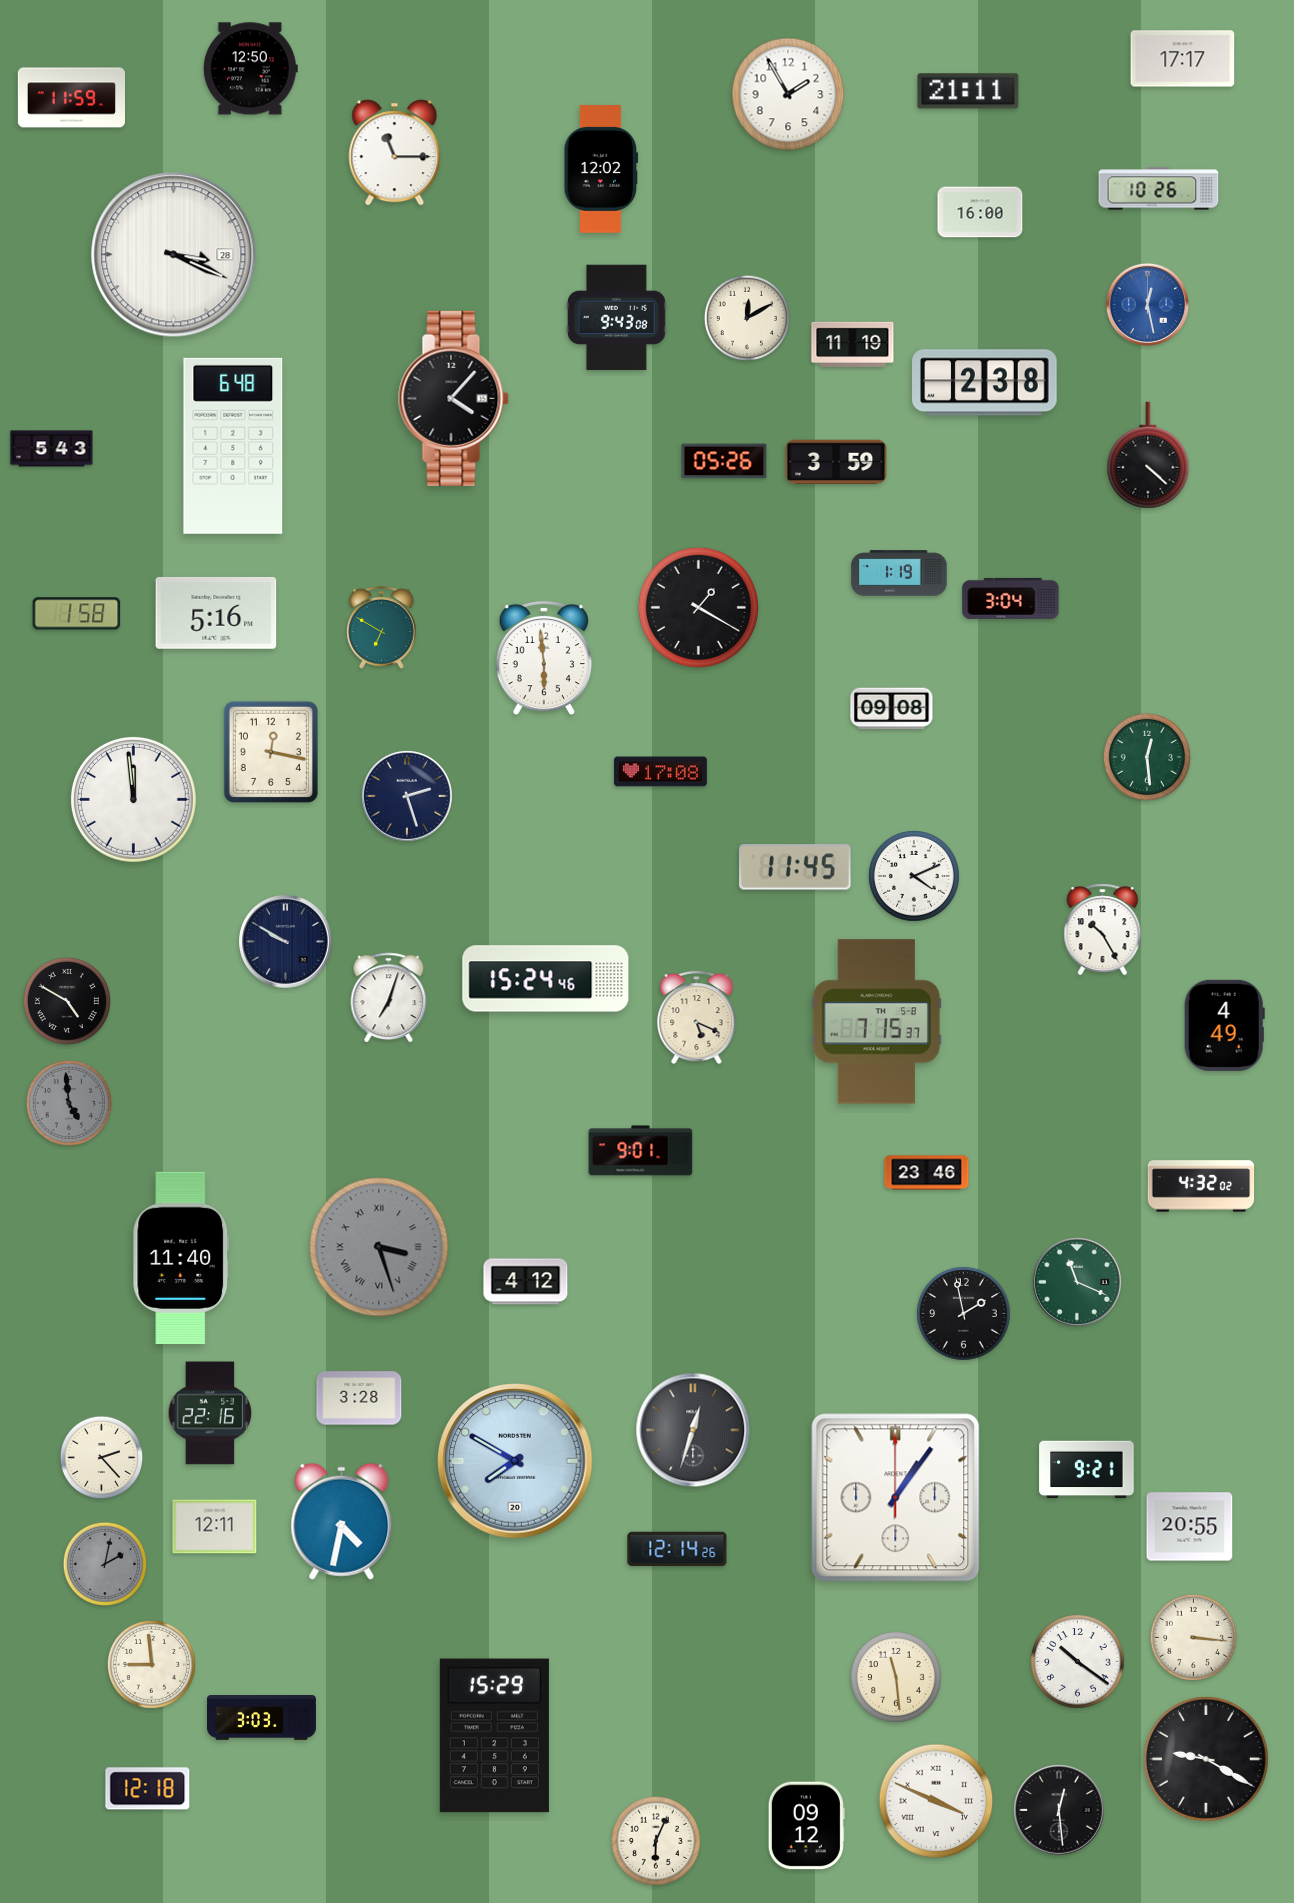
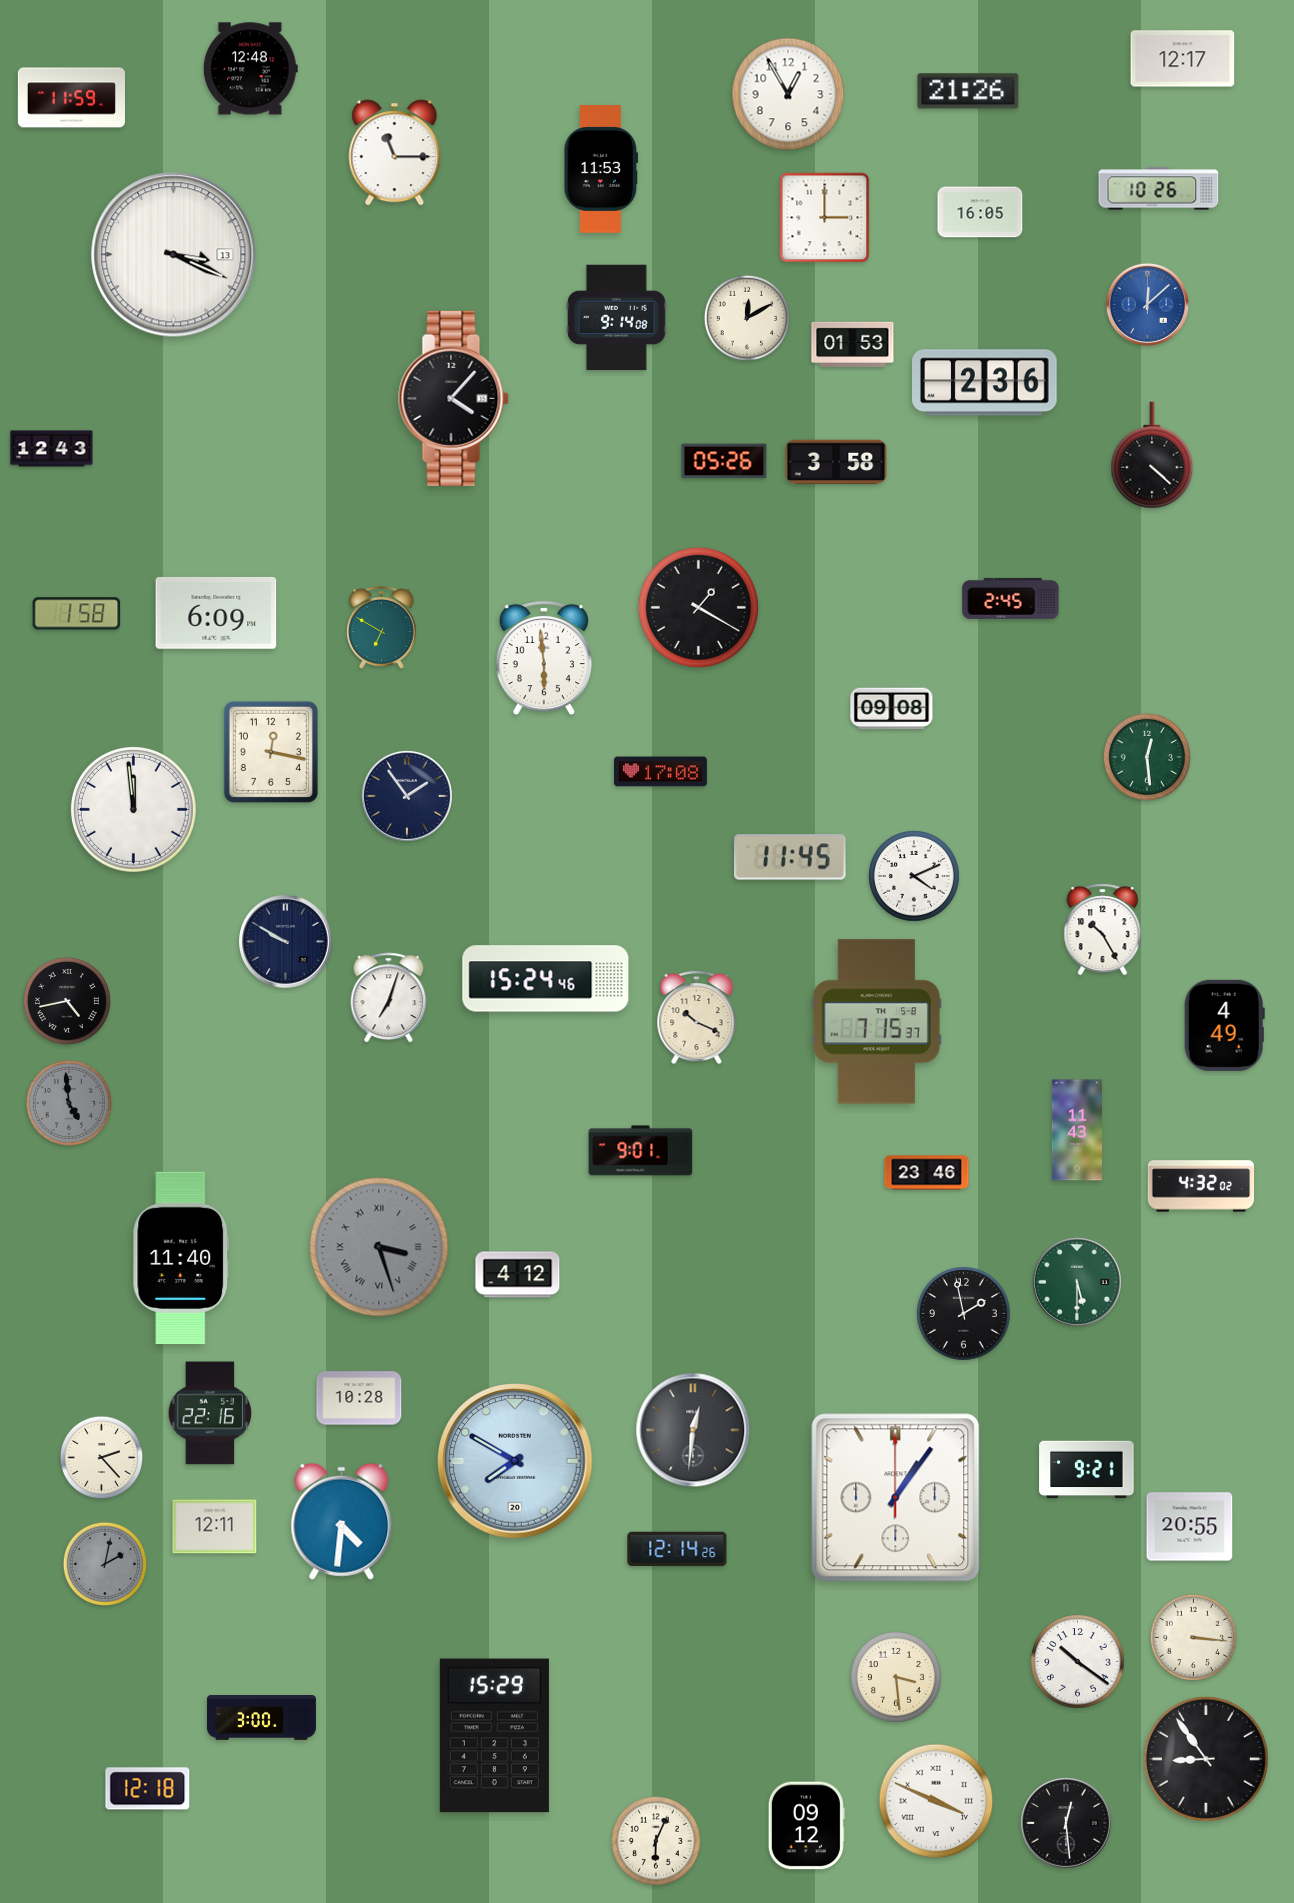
clock at (1183, 59): 17:17 -> 12:17
clock at (250, 69): 12:50 -> 12:48
clock at (968, 91): 21:11 -> 21:26
clock at (788, 94): 1:55 -> 12:55
clock at (601, 169): 12:02 -> 11:53
clock at (980, 212): 16:00 -> 16:05
clock at (825, 218): none -> 3:00
clock at (174, 255) date: 28 -> 13
clock at (1147, 304): 12:28 -> 12:08
clock at (617, 318): 9:43 -> 9:14
clock at (853, 344): 11:19 -> 01:53
clock at (985, 383): 2:38 -> 2:36
clock at (233, 446): 6:48 -> none
clock at (52, 449): 5:43 -> 12:43
clock at (1148, 455) position: (1148, 455) -> (1152, 455)
clock at (836, 462): 3:59 -> 3:58
clock at (899, 573): 1:19 -> none
clock at (1011, 598): 3:04 -> 2:45
clock at (216, 613): 5:16 -> 6:09
clock at (408, 797): 2:27 -> 1:54
clock at (133, 799) position: (133, 799) -> (133, 809)
clock at (795, 867) position: (795, 867) -> (790, 857)
clock at (67, 1001): 4:50 -> 4:43
clock at (697, 1017): 5:19 -> 10:19
clock at (1077, 1130): none -> 11:43
clock at (526, 1282) position: (526, 1282) -> (518, 1275)
clock at (1077, 1282): 11:19 -> 5:30
clock at (359, 1398): 3:28 -> 10:28
clock at (693, 1430): 12:33 -> 12:31
clock at (342, 1521): 4:32 -> 4:31
clock at (151, 1664): 8:59 -> none
clock at (897, 1678): 11:29 -> 3:29
clock at (261, 1718): 3:03 -> 3:00
clock at (1206, 1759): 9:20 -> 8:54
clock at (1060, 1811) position: (1060, 1811) -> (1067, 1824)
